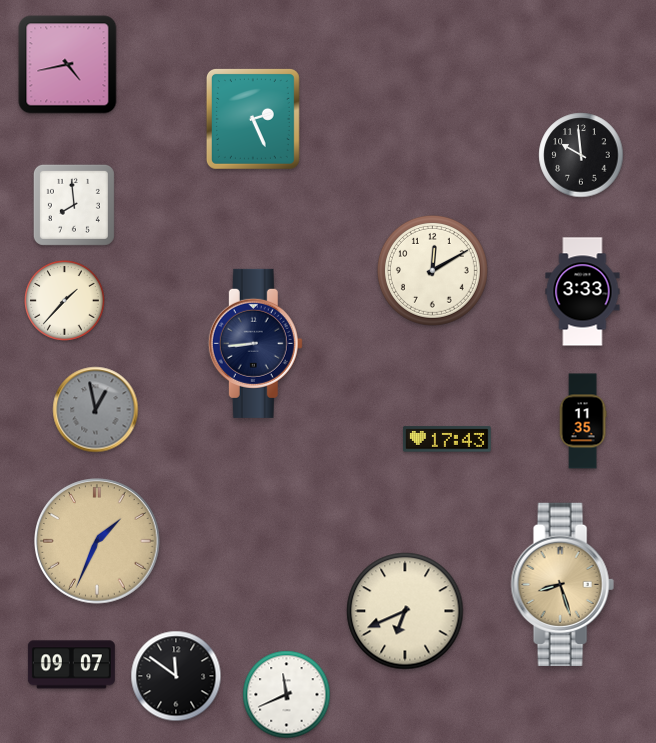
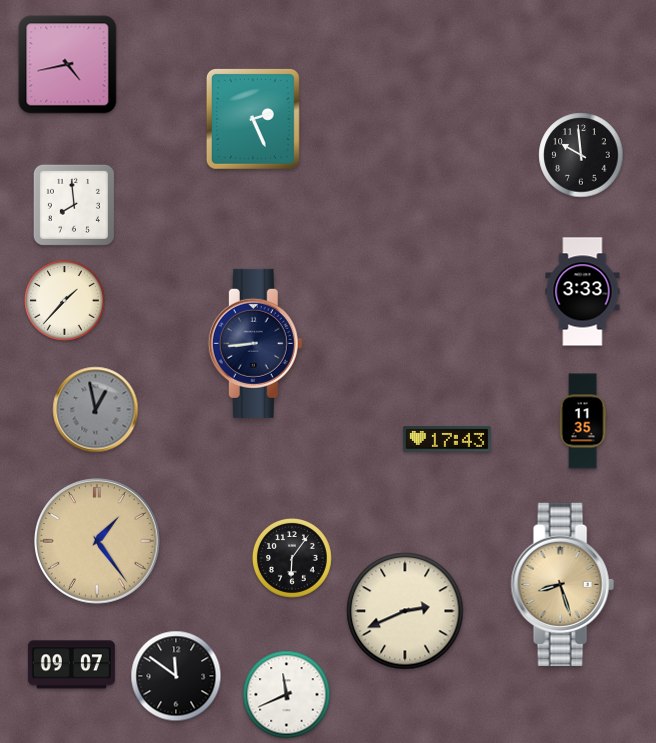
clock at (432, 270): 12:10 -> none
clock at (98, 542): 1:34 -> 1:24
clock at (292, 558): none -> 6:06
clock at (405, 611): 6:41 -> 2:41
